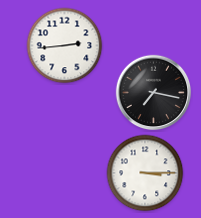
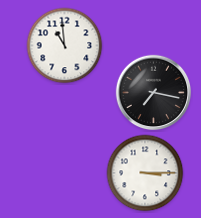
clock at (65, 46): 2:44 -> 10:59
